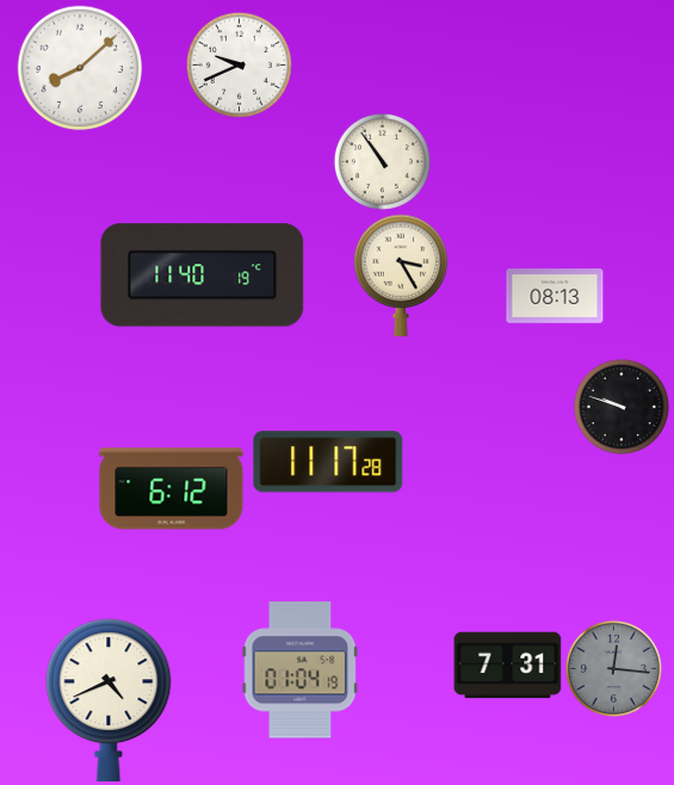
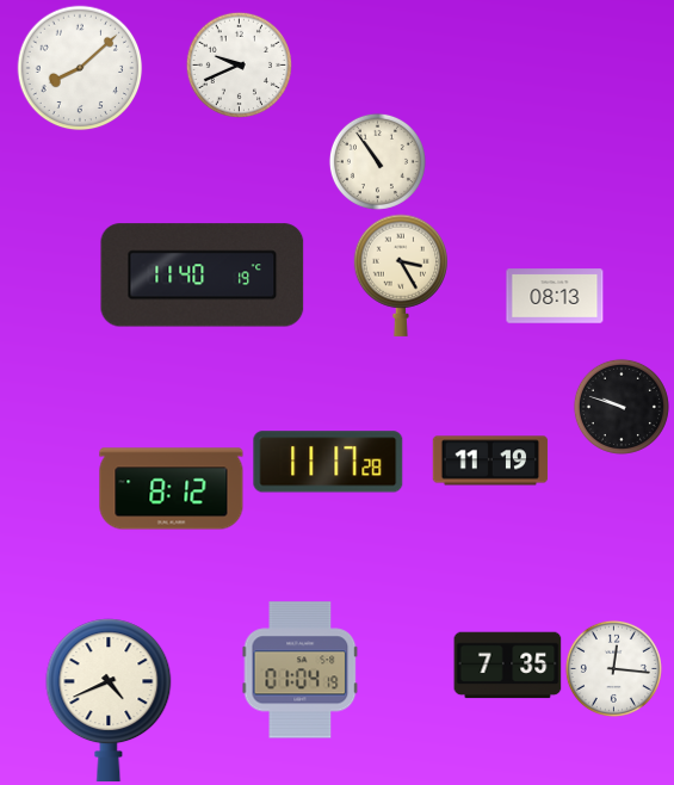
clock at (382, 161) position: (382, 161) -> (377, 161)
clock at (490, 461): none -> 11:19
clock at (172, 489): 6:12 -> 8:12
clock at (508, 666): 7:31 -> 7:35
clock at (613, 668) dial: grey -> white
